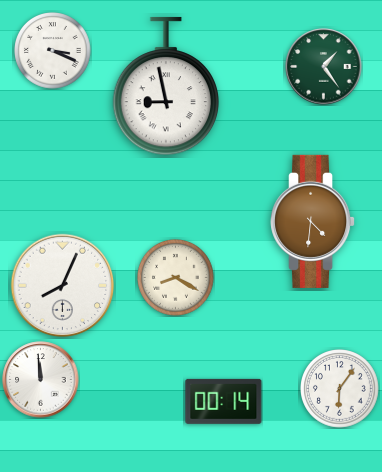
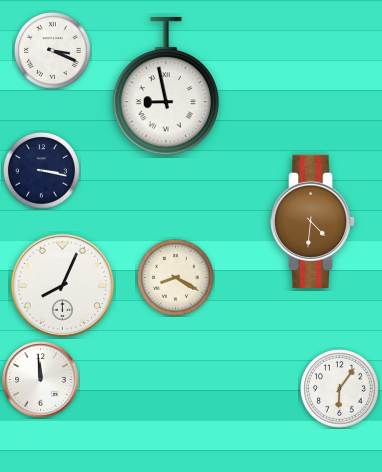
clock at (324, 67): 1:24 -> none
clock at (42, 171): none -> 3:17
clock at (224, 401): 00:14 -> none
